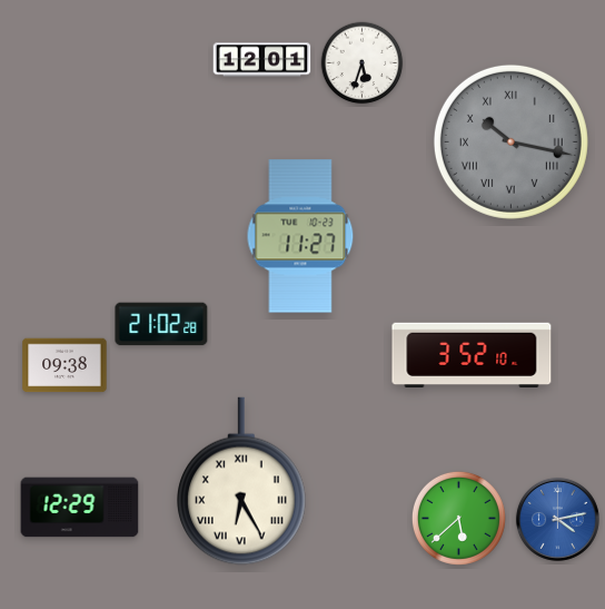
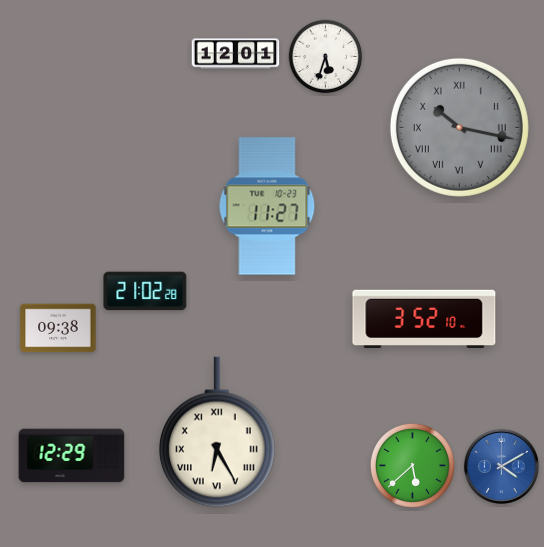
clock at (300, 236) position: (300, 236) -> (267, 206)
clock at (557, 519): 4:13 -> 4:10
